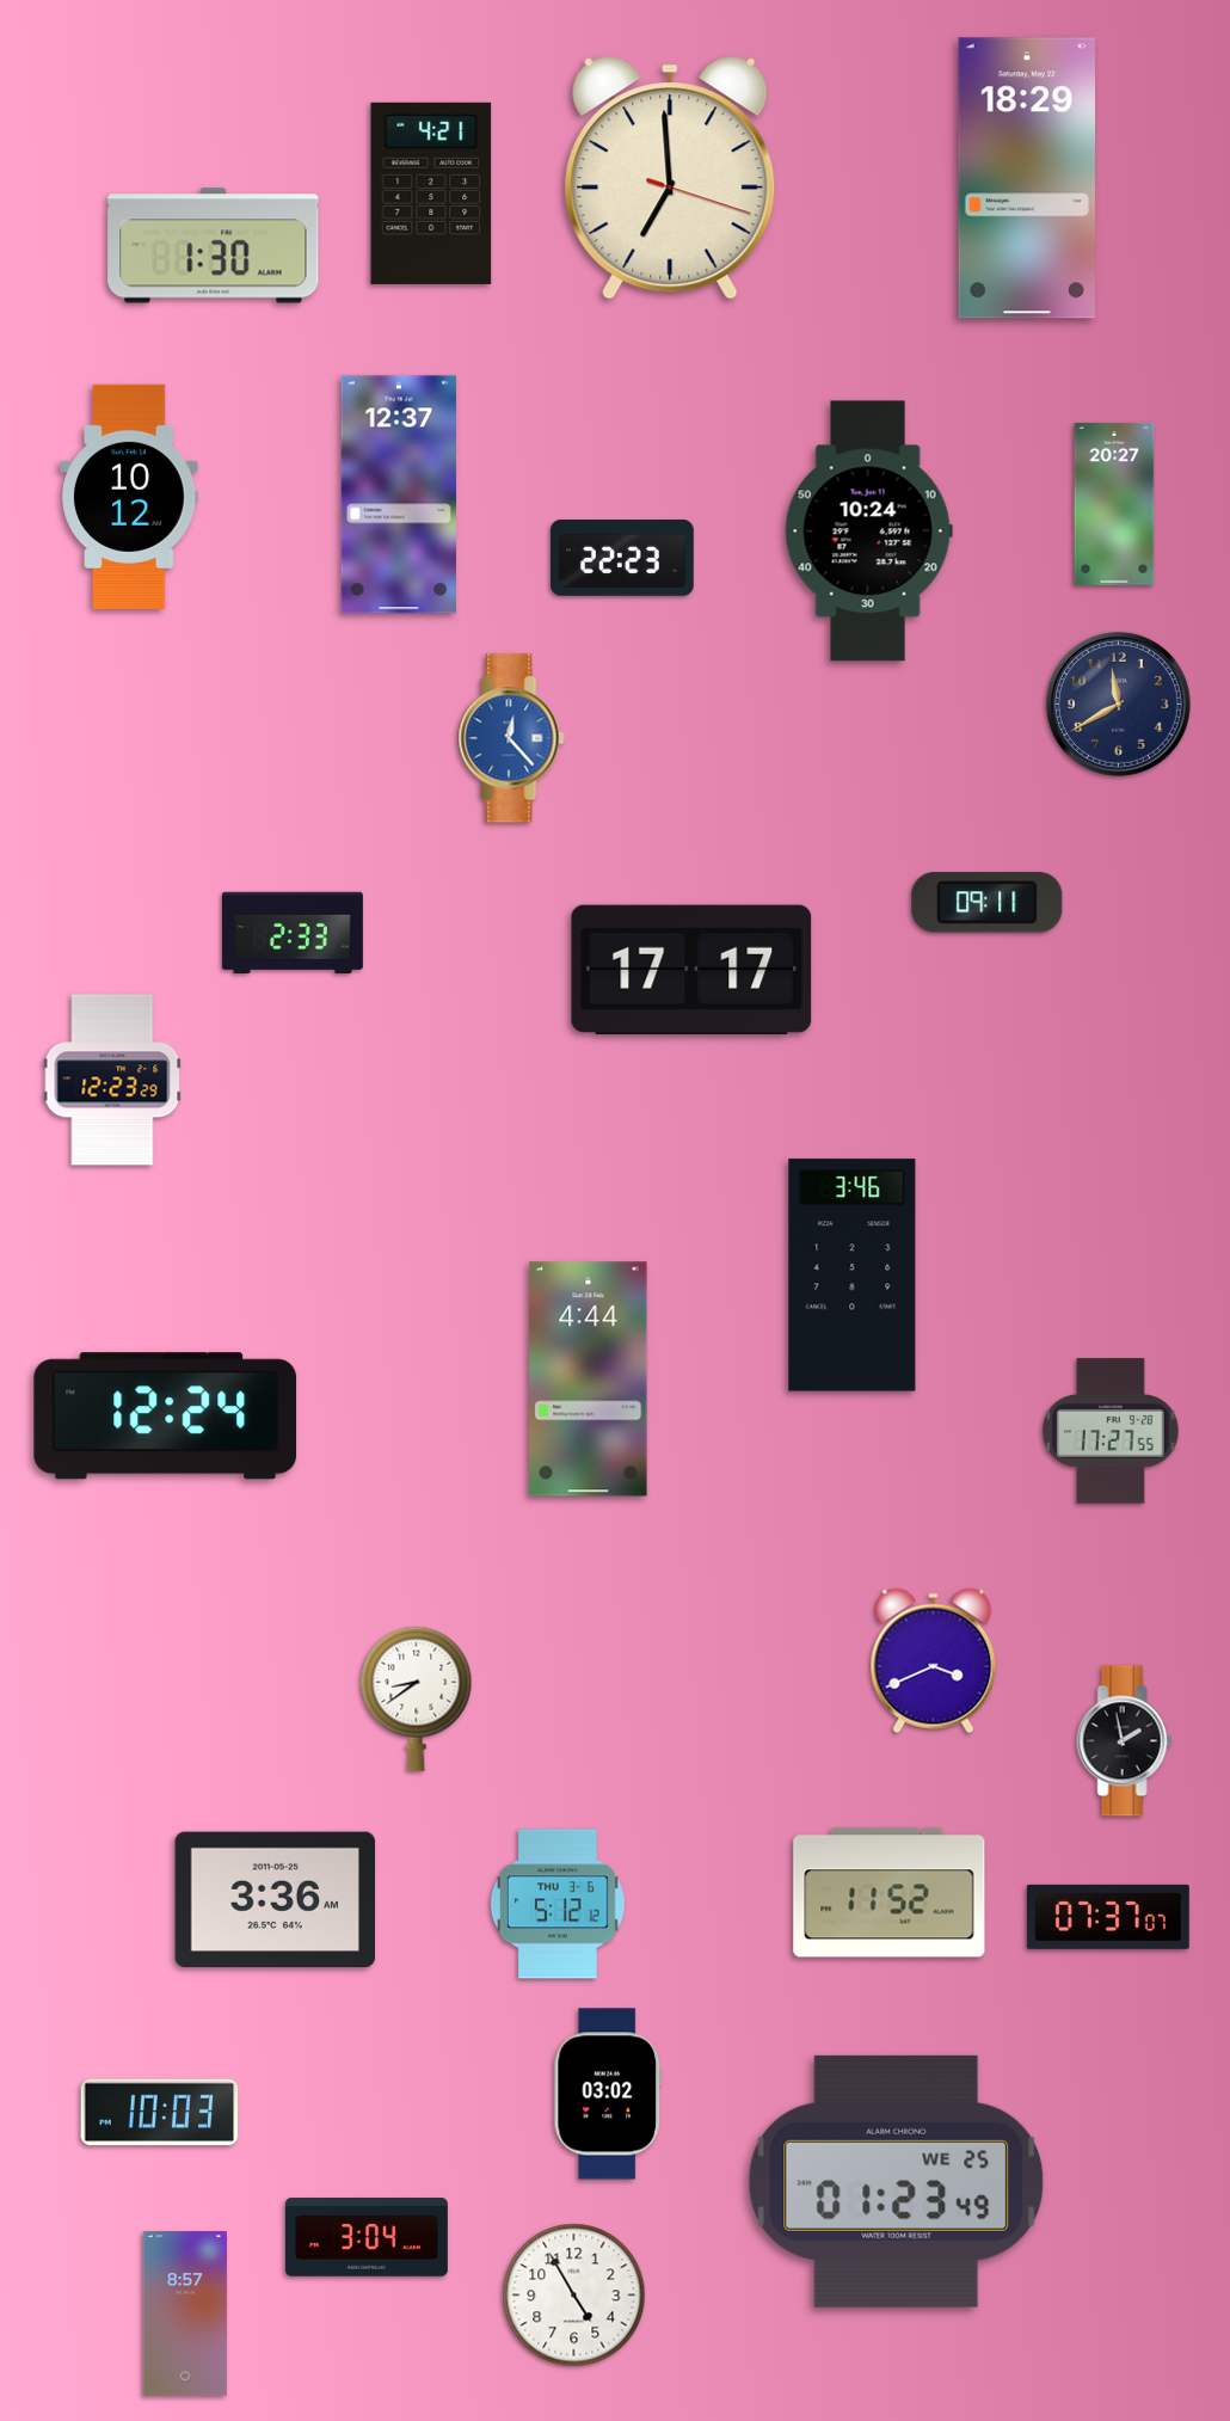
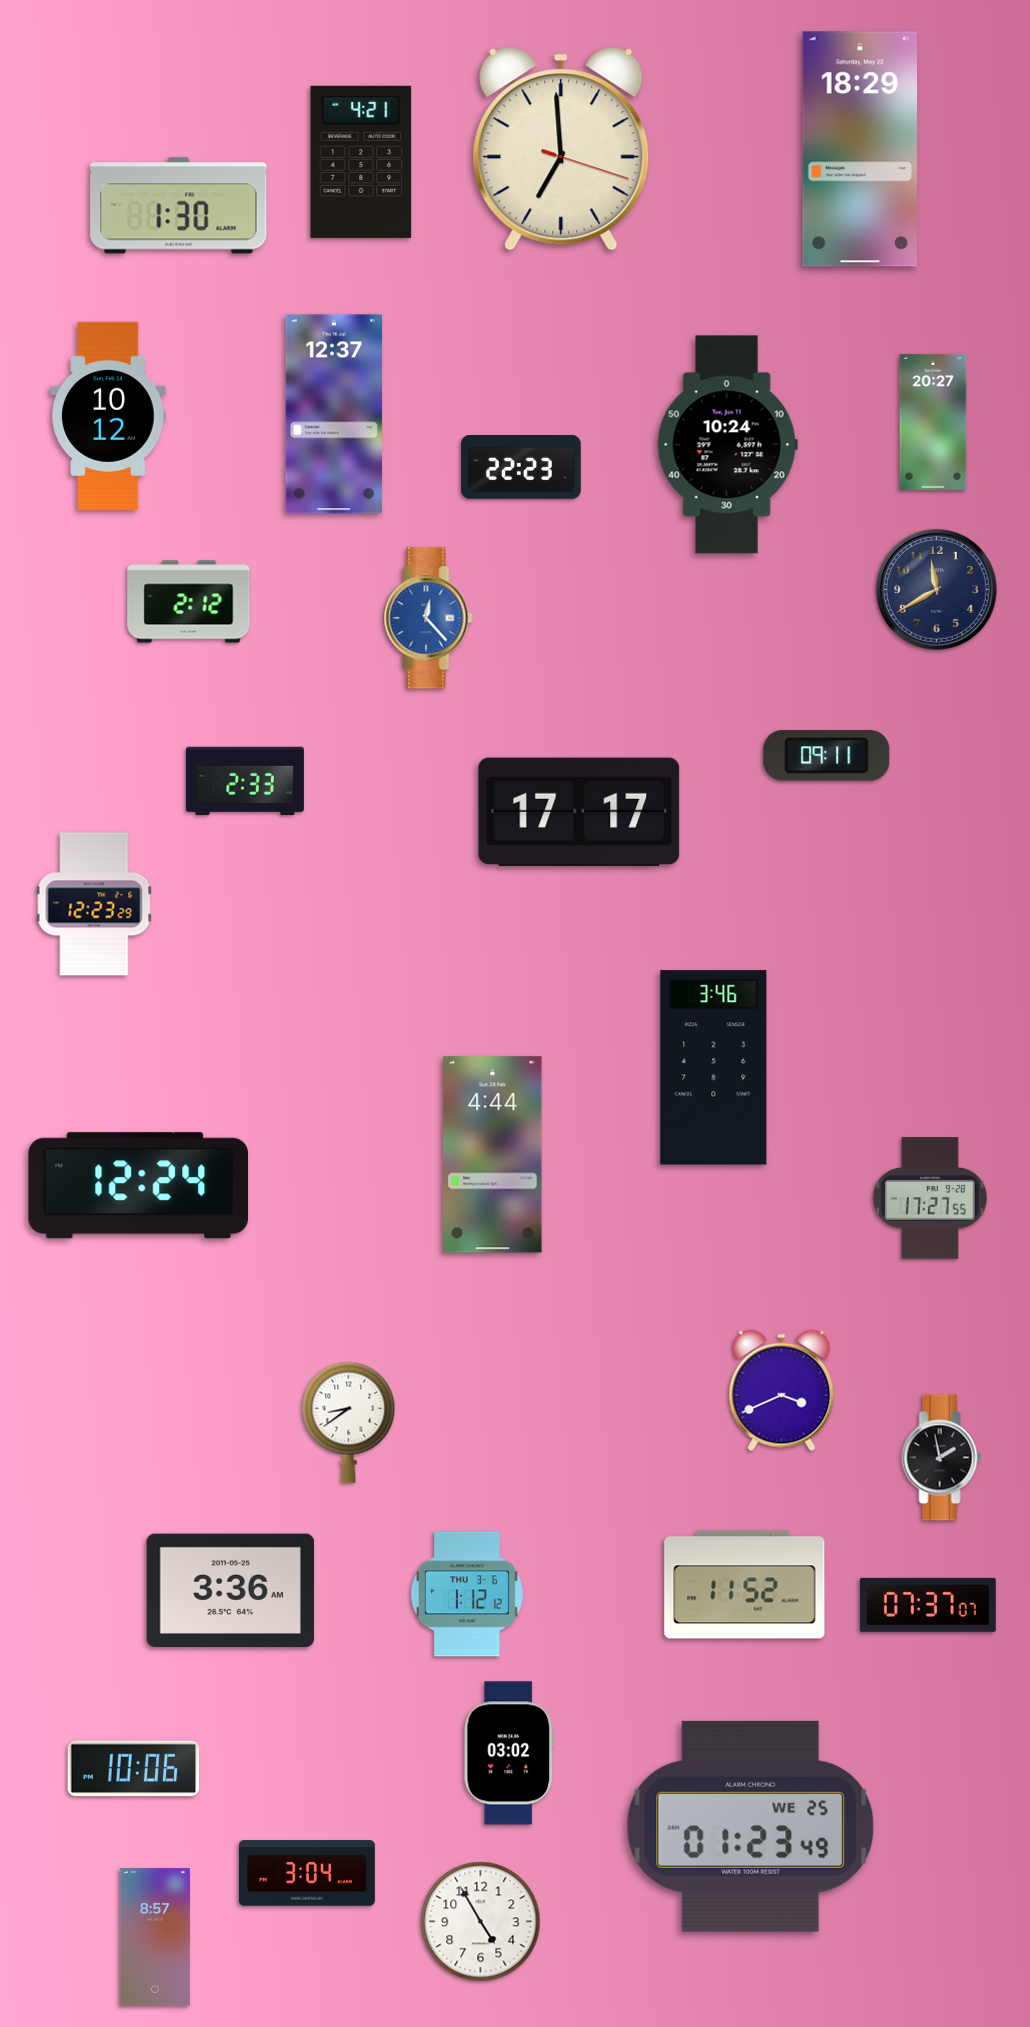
clock at (189, 602): none -> 2:12
clock at (558, 1904): 5:12 -> 1:12
clock at (160, 2113): 10:03 -> 10:06
